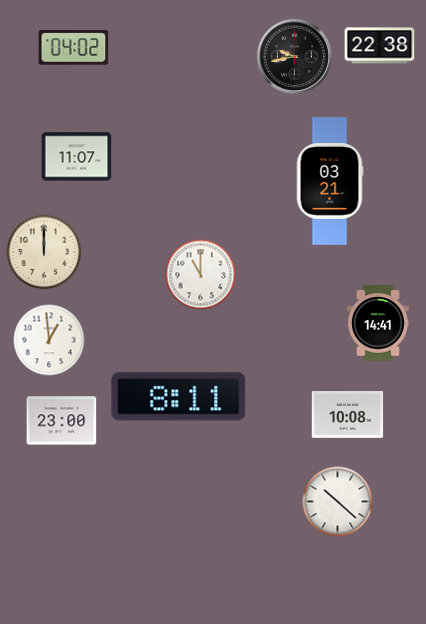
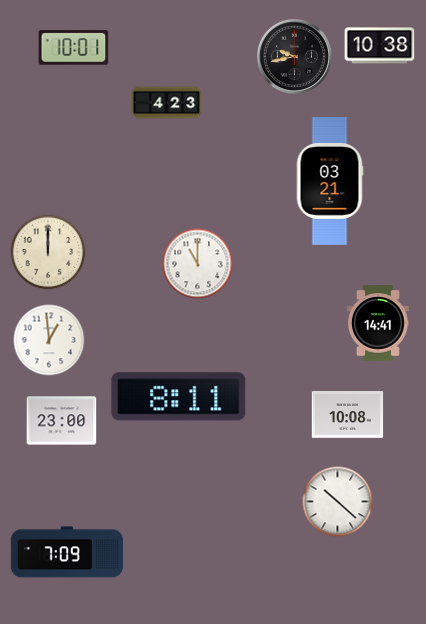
clock at (380, 46): 22:38 -> 10:38
clock at (74, 48): 04:02 -> 10:01
clock at (167, 103): none -> 4:23
clock at (77, 157): 11:07 -> none
clock at (44, 252) position: (44, 252) -> (48, 252)
clock at (201, 275) position: (201, 275) -> (198, 264)
clock at (67, 552): none -> 7:09
